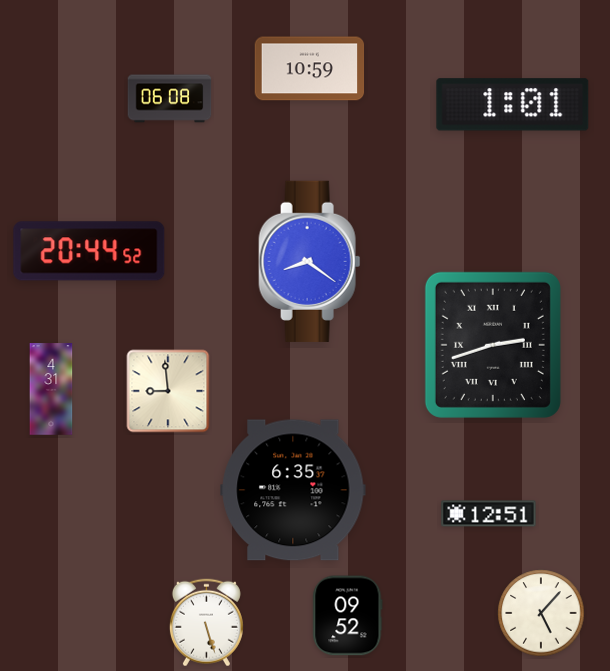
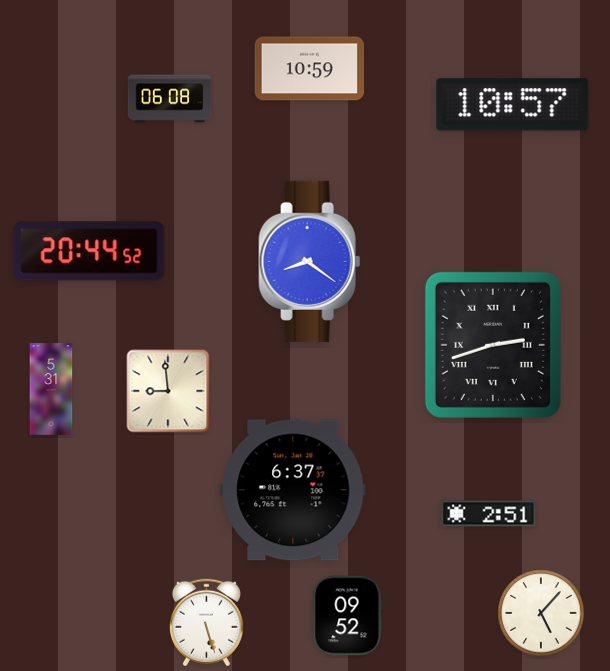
clock at (513, 105): 1:01 -> 10:57
clock at (51, 389): 4:31 -> 5:31
clock at (293, 490): 6:35 -> 6:37
clock at (489, 514): 12:51 -> 2:51
